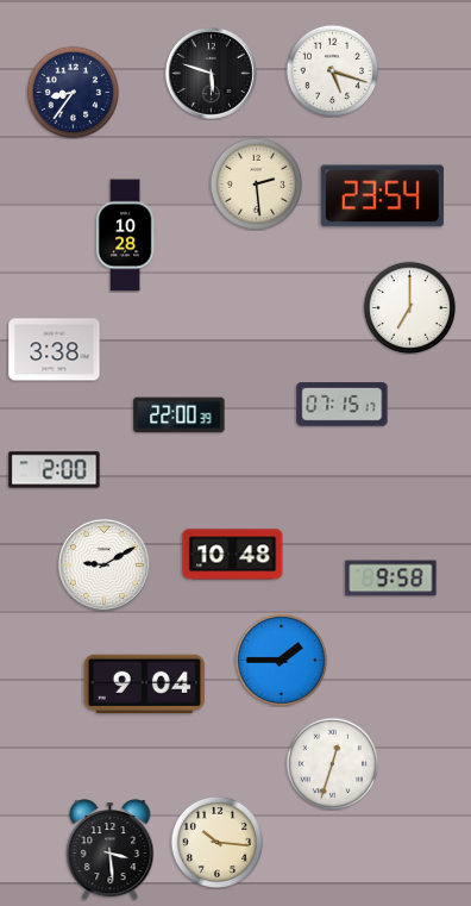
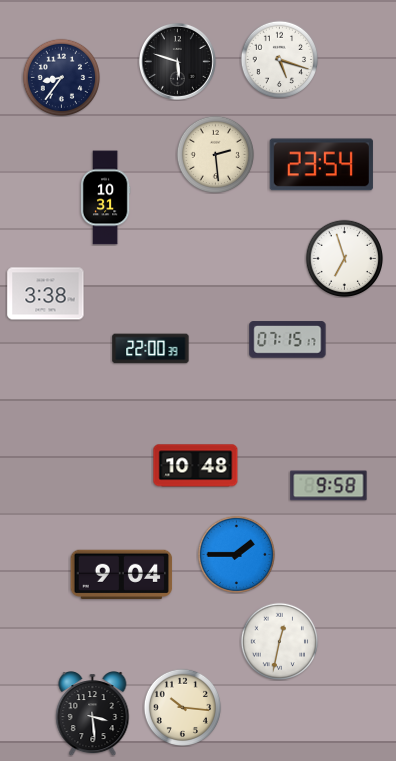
clock at (125, 236): 10:28 -> 10:31
clock at (409, 307): 7:00 -> 6:57
clock at (55, 470): 2:00 -> none
clock at (103, 564): 9:10 -> none
clock at (332, 763): 12:33 -> 12:32
